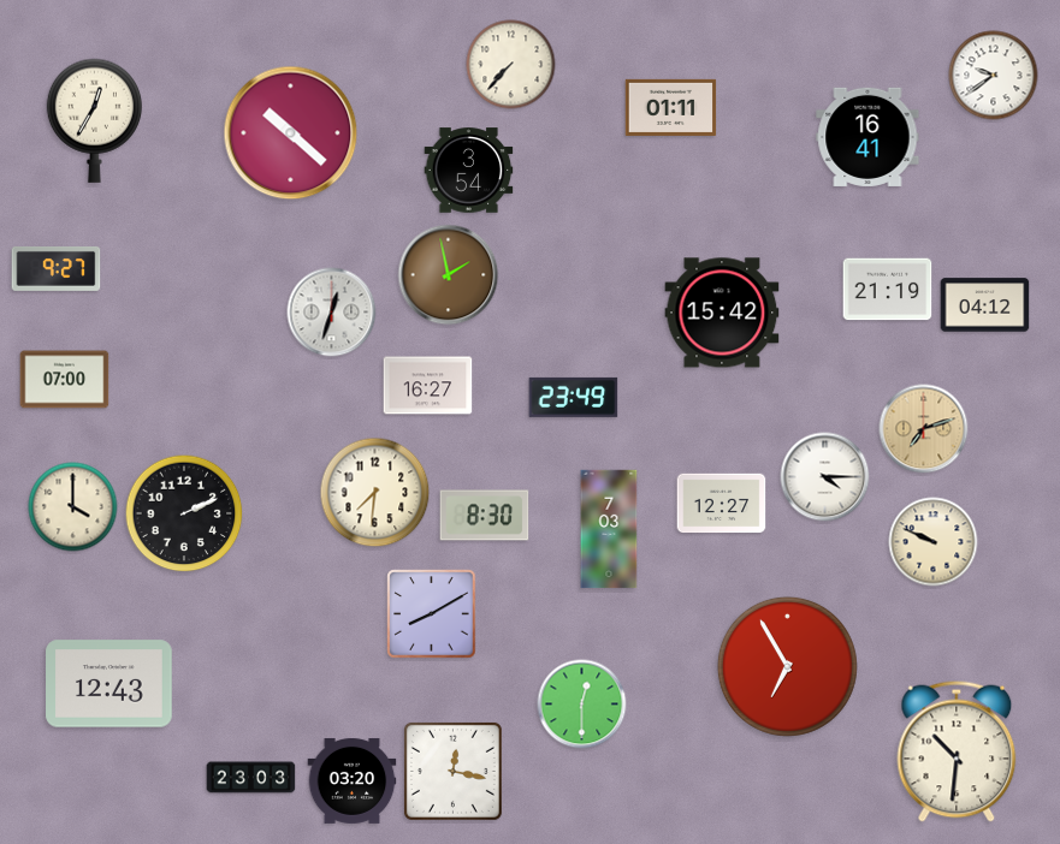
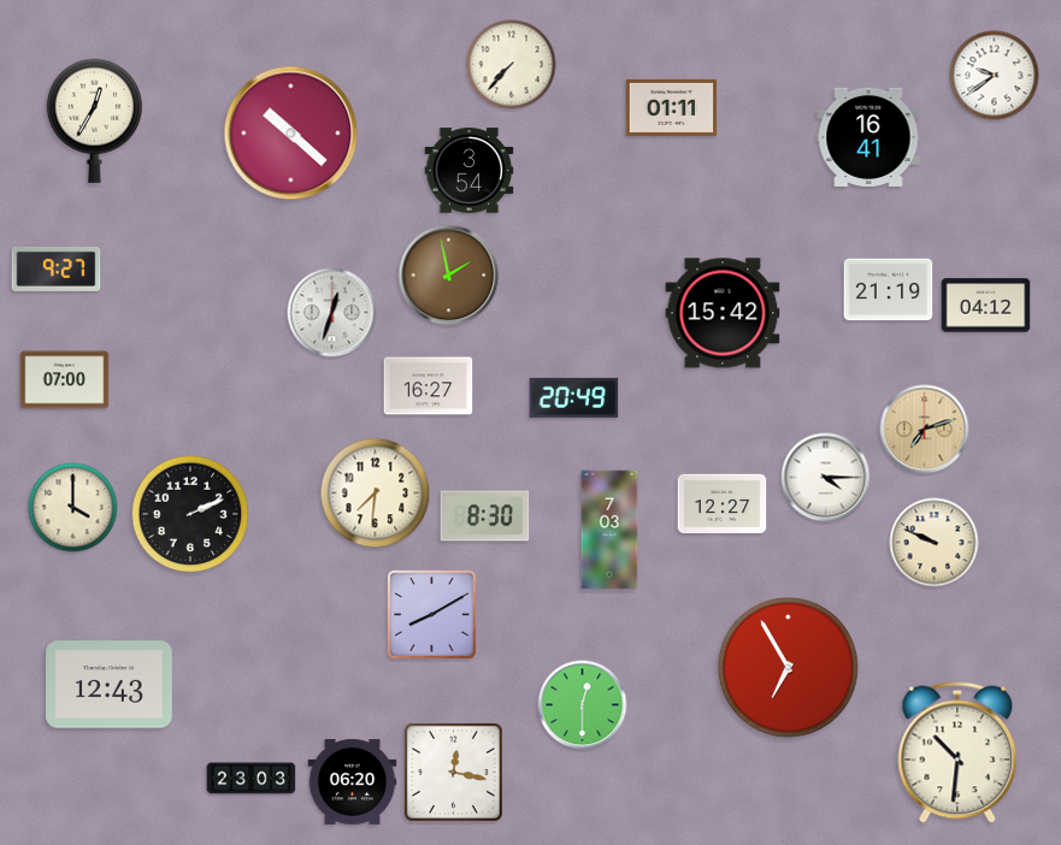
clock at (574, 397): 23:49 -> 20:49
clock at (184, 513) position: (184, 513) -> (190, 514)
clock at (353, 780): 03:20 -> 06:20
